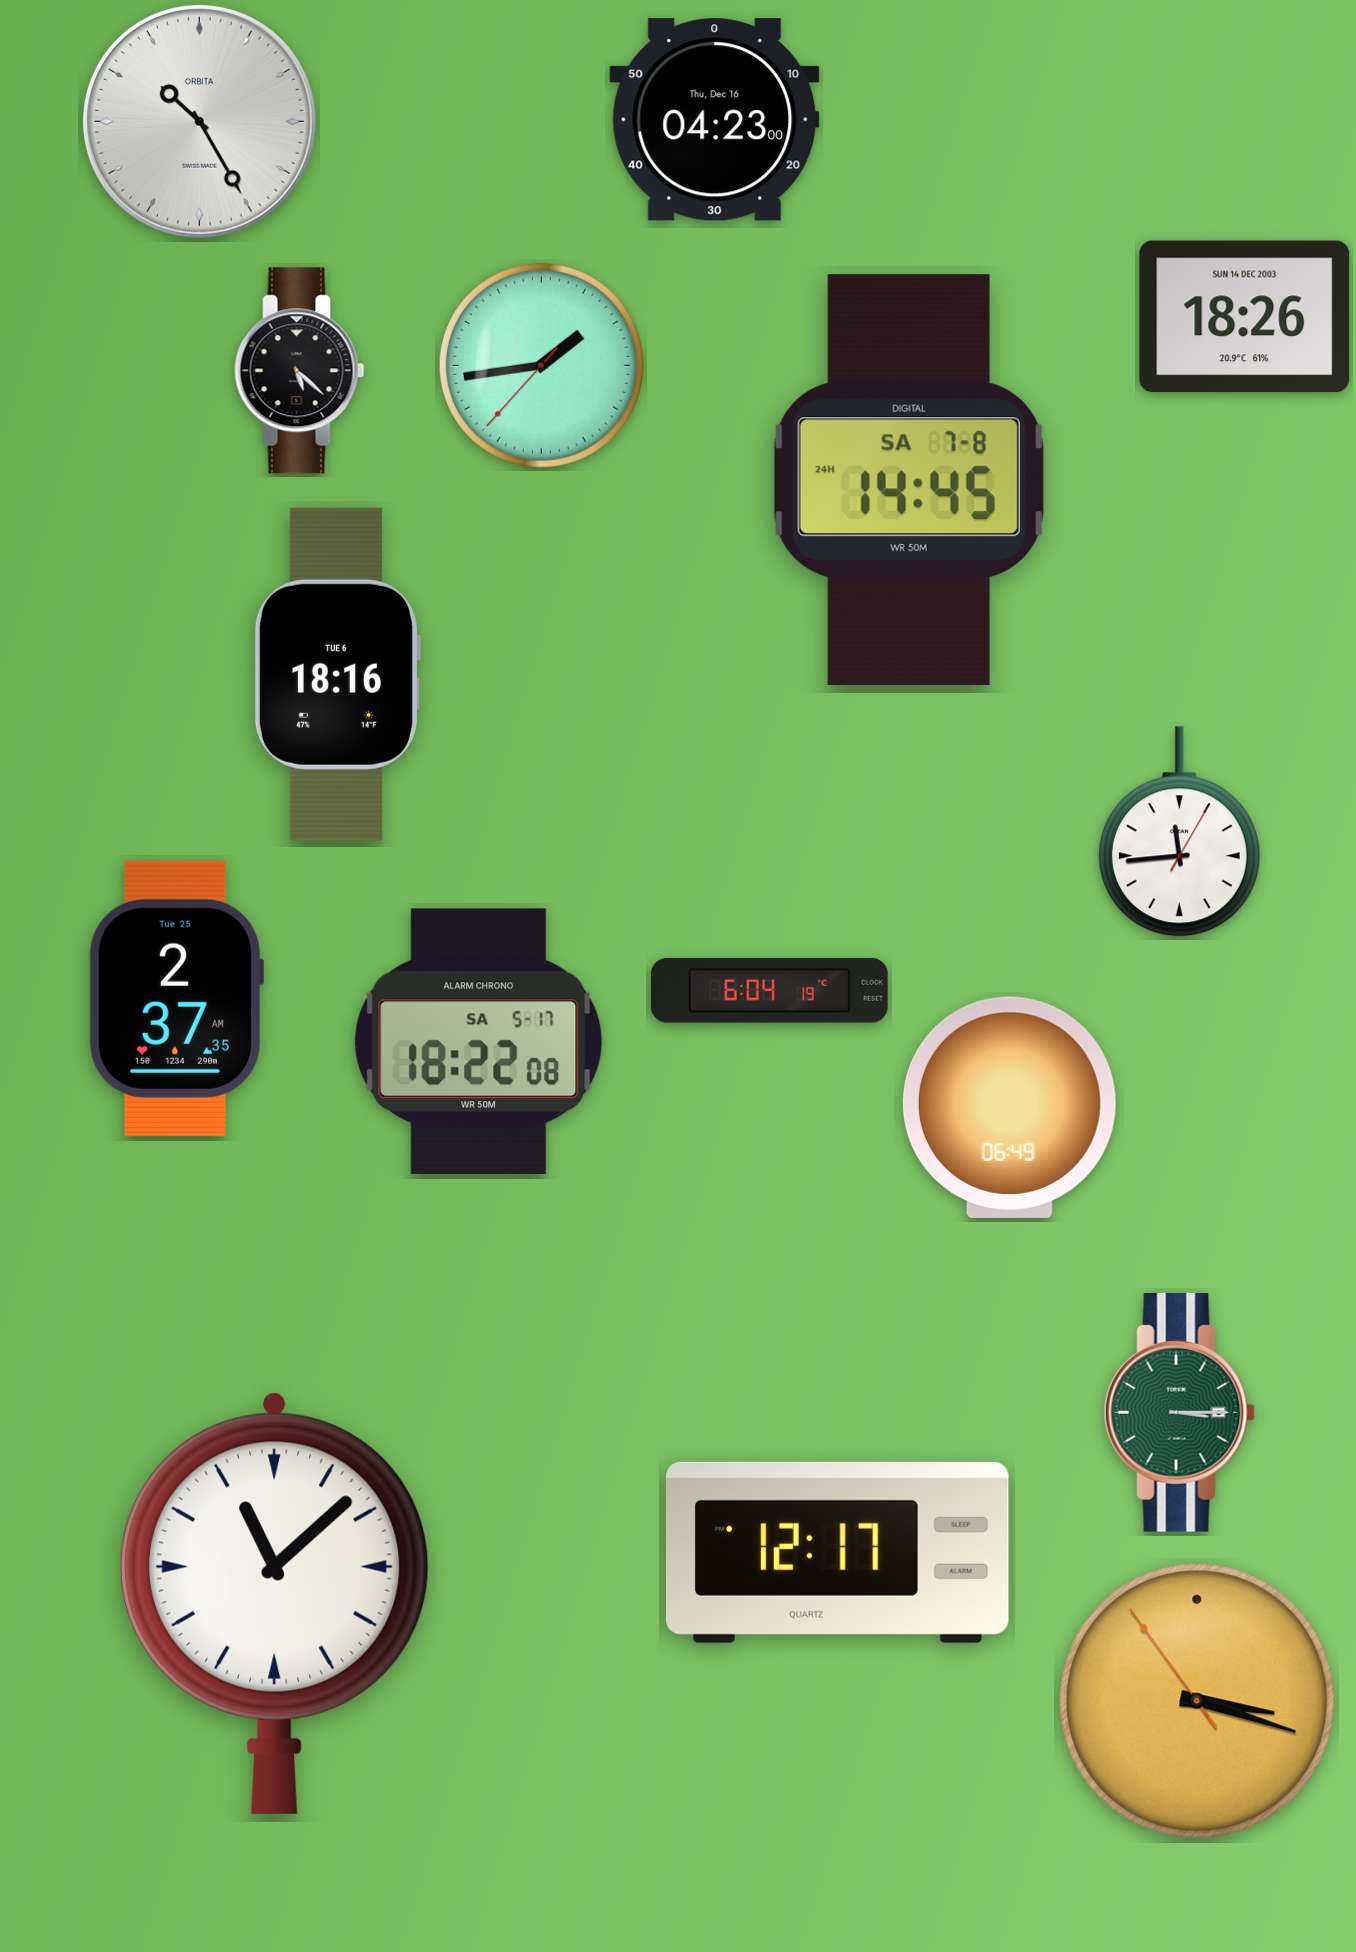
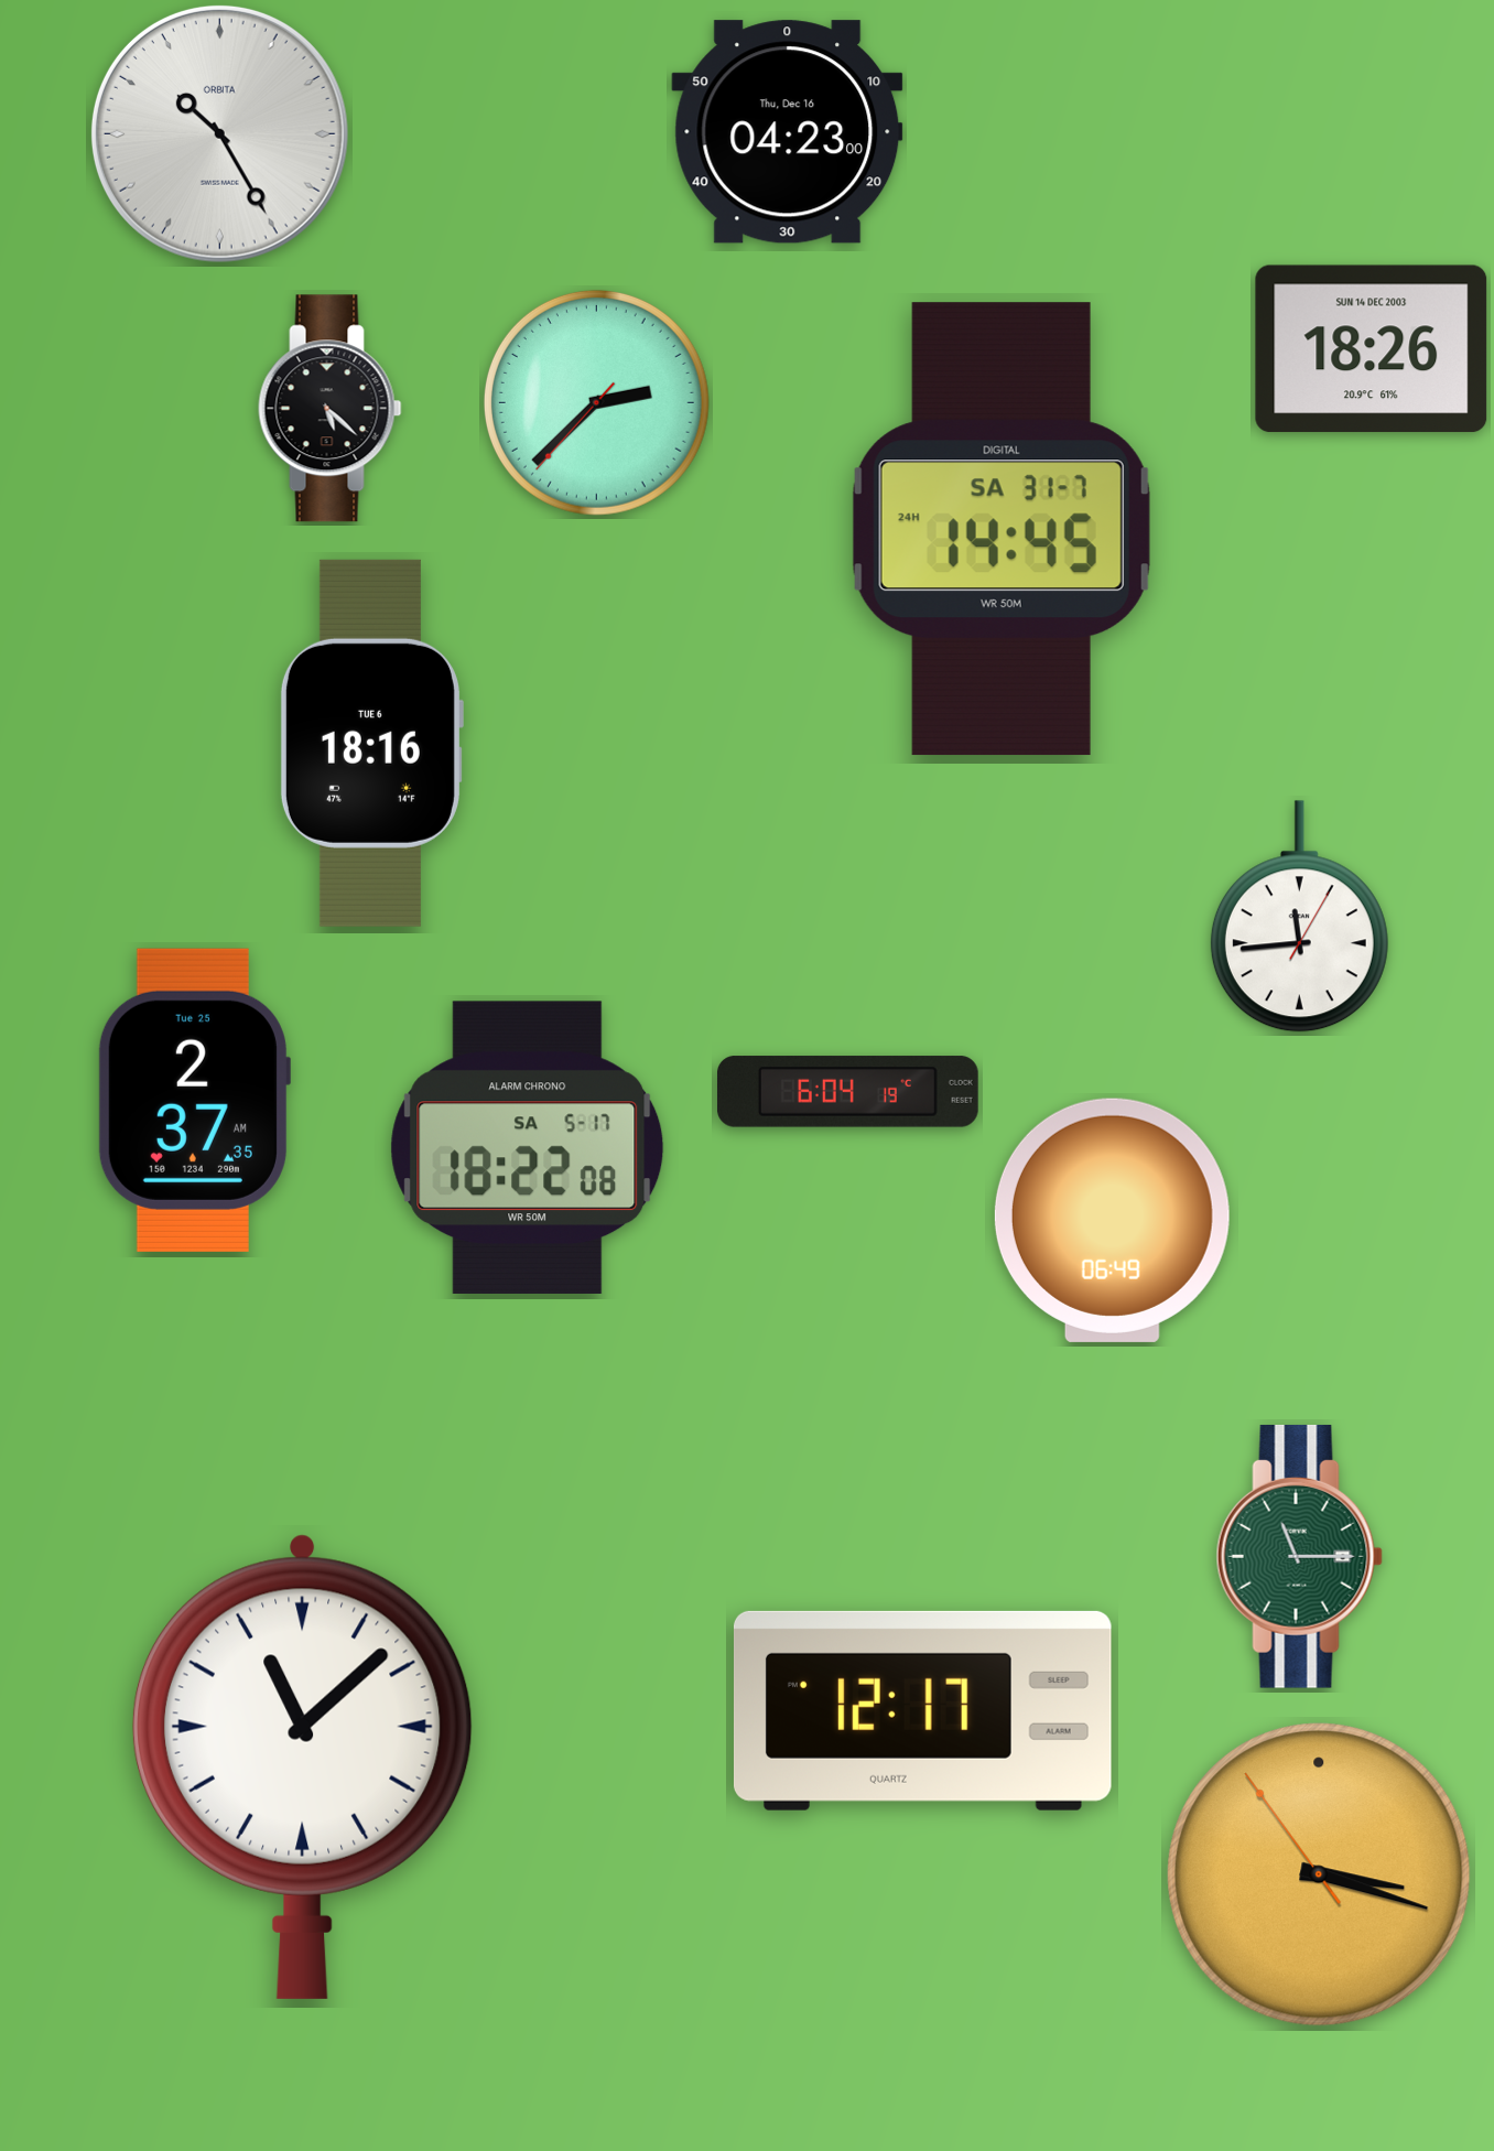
clock at (541, 365): 1:43 -> 2:37
clock at (909, 480) date: SA 7-8 -> SA 31-7
clock at (1179, 1412): 3:15 -> 11:15
